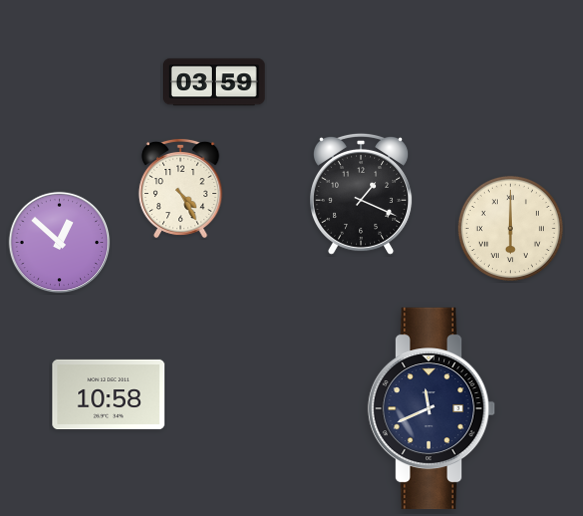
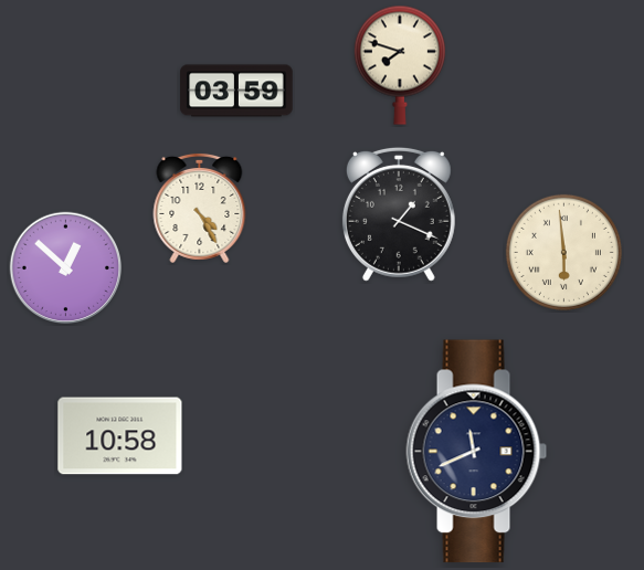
clock at (400, 65): none -> 7:48
clock at (510, 228): 6:00 -> 5:59
